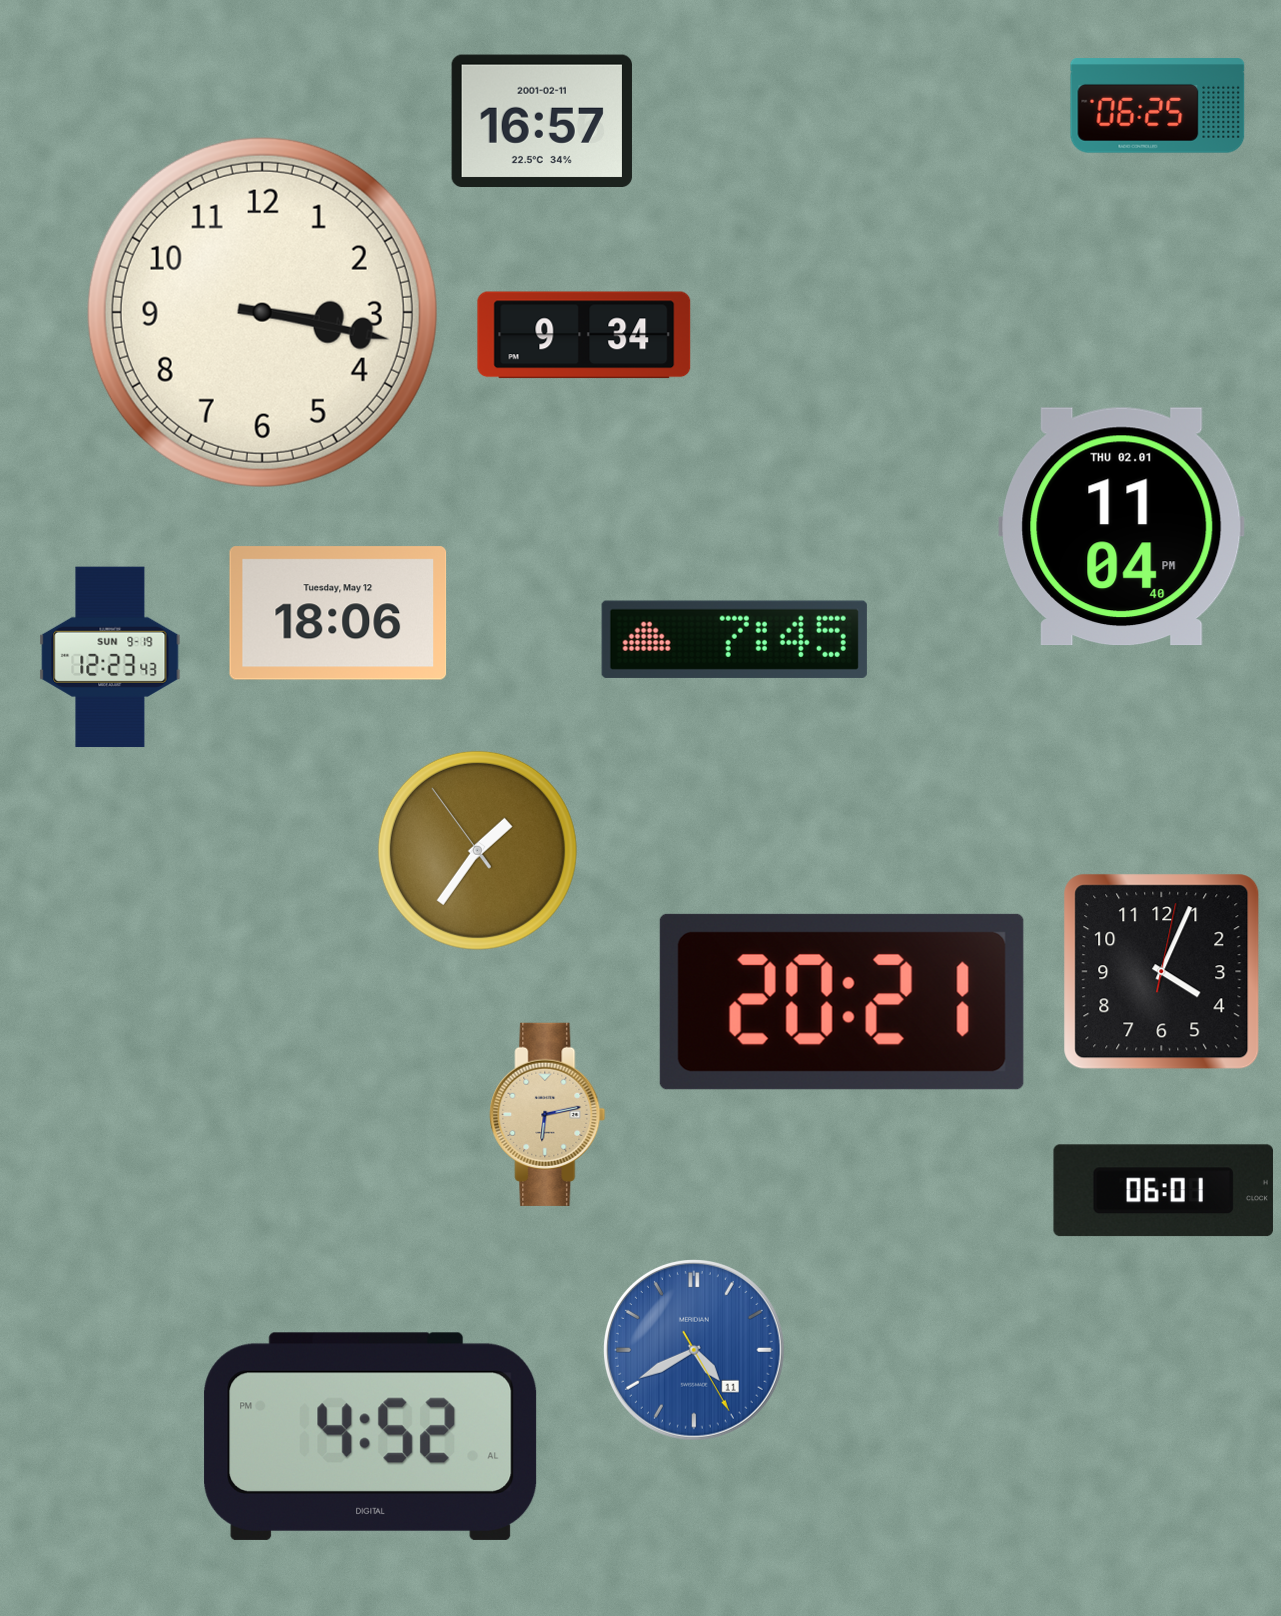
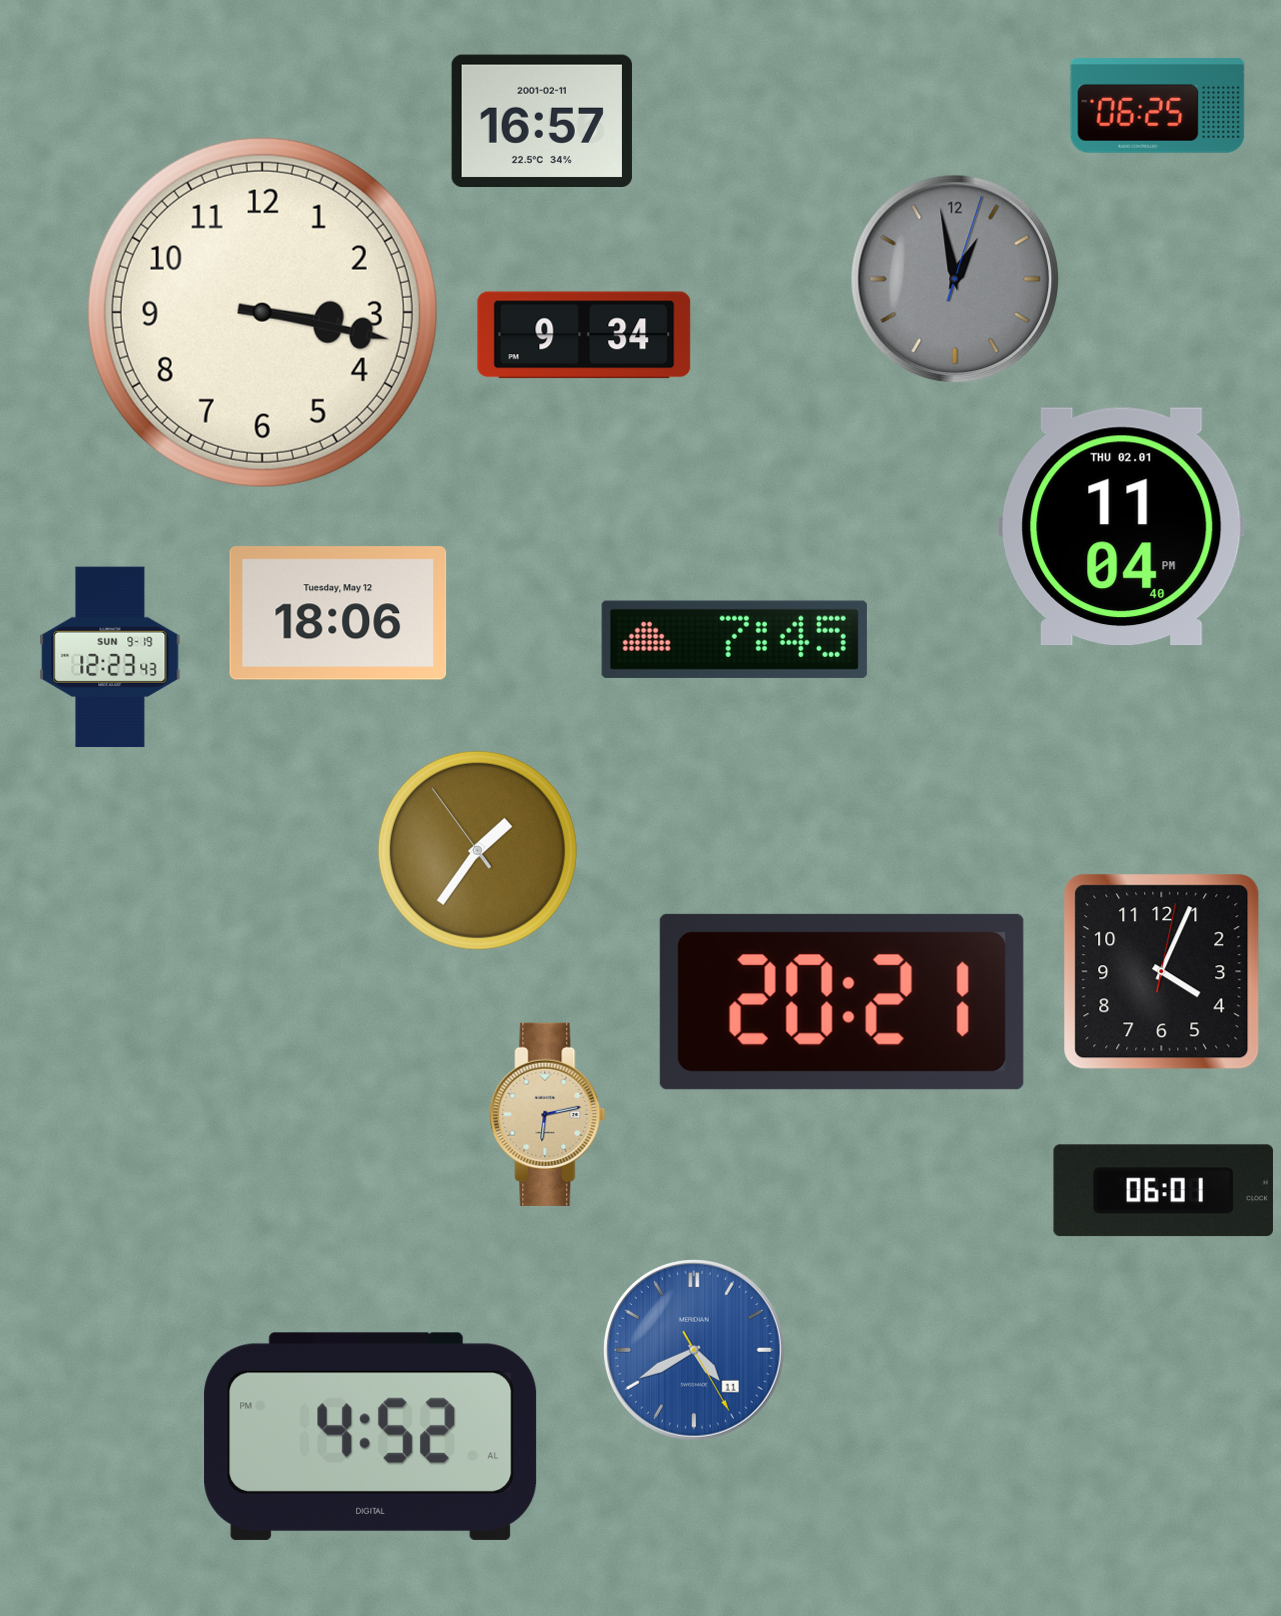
clock at (955, 279): none -> 12:58
